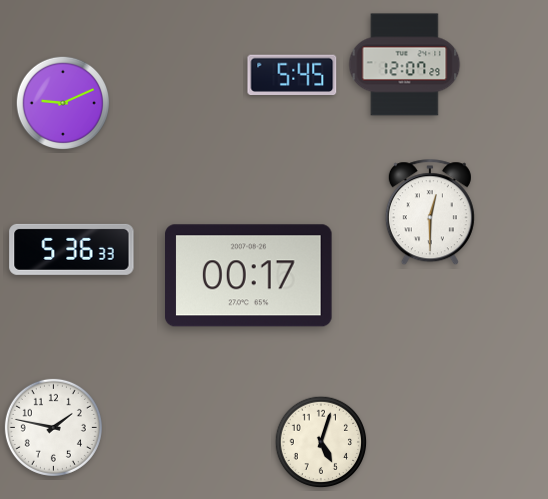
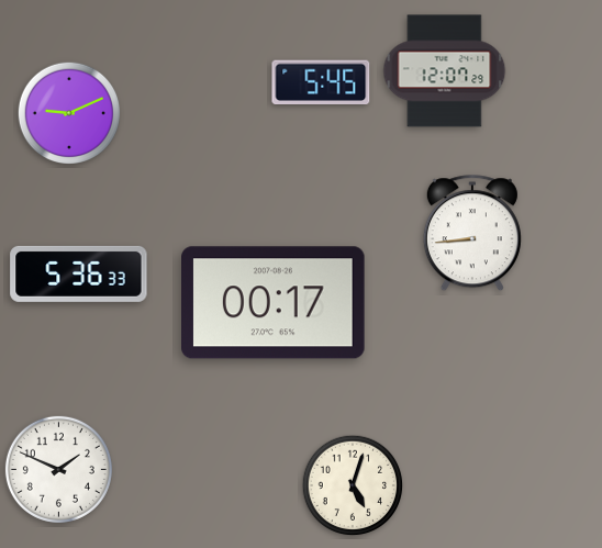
clock at (430, 213): 12:30 -> 8:44
clock at (53, 427): 1:47 -> 1:49
